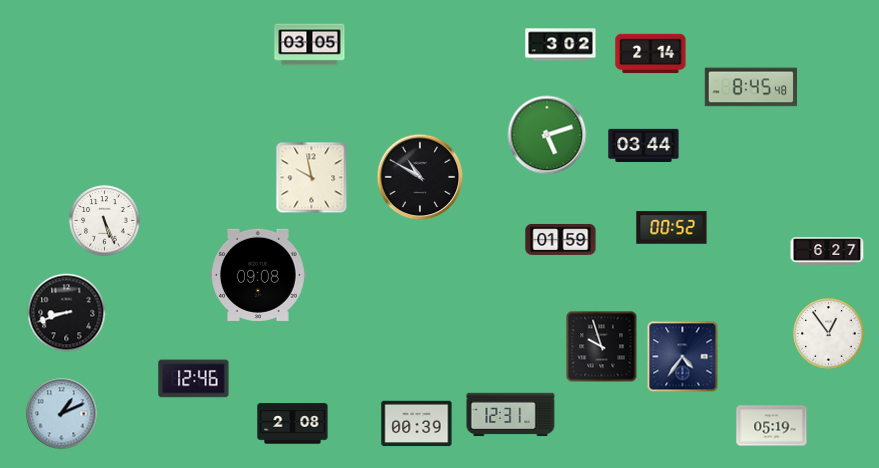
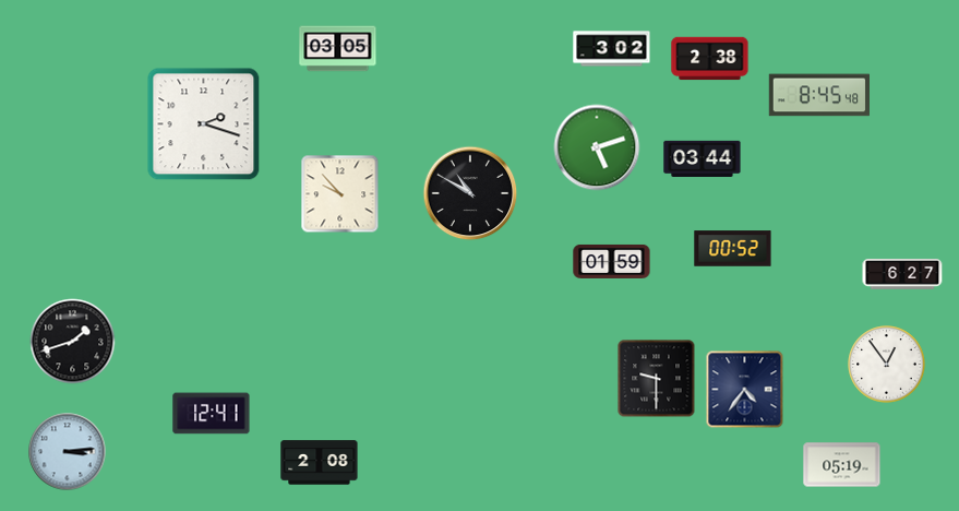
clock at (651, 54): 2:14 -> 2:38
clock at (204, 124): none -> 2:18
clock at (420, 177) position: (420, 177) -> (470, 193)
clock at (312, 178): 9:58 -> 9:53
clock at (105, 221): 5:26 -> none
clock at (258, 275): 09:08 -> none
clock at (67, 313): 8:42 -> 1:42
clock at (829, 334) position: (829, 334) -> (887, 365)
clock at (602, 347): 9:57 -> 9:30
clock at (194, 379): 12:46 -> 12:41
clock at (62, 414): 1:11 -> 3:14
clock at (511, 415): 12:31 -> none
clock at (417, 424): 00:39 -> none
